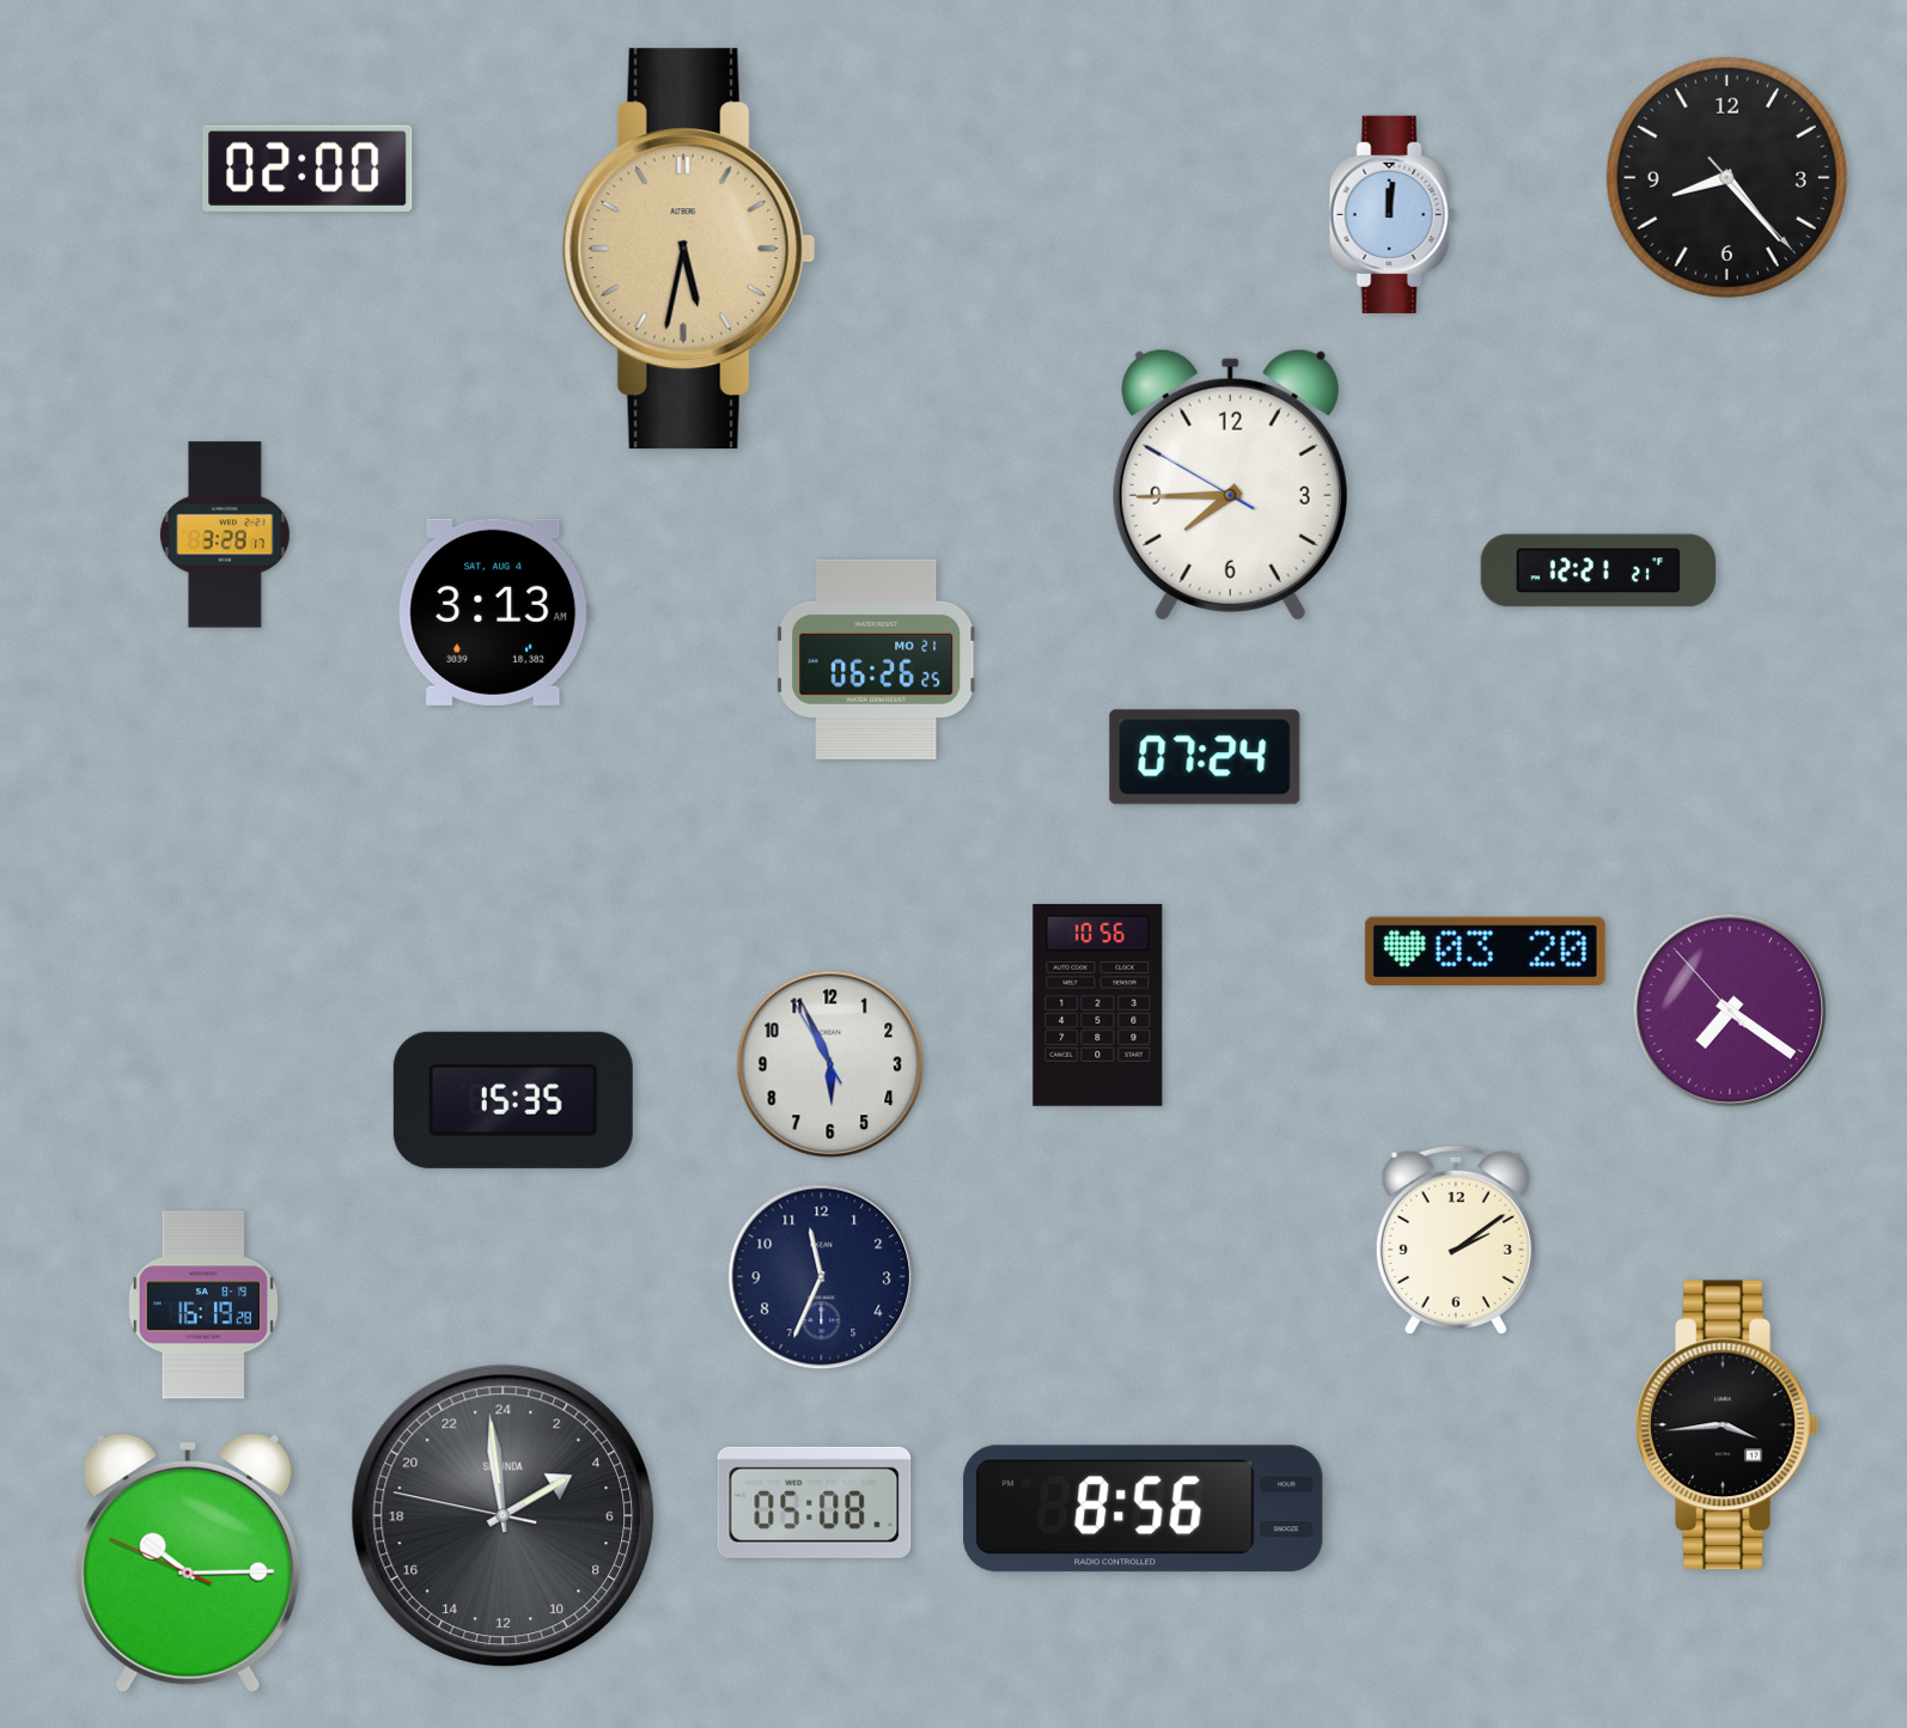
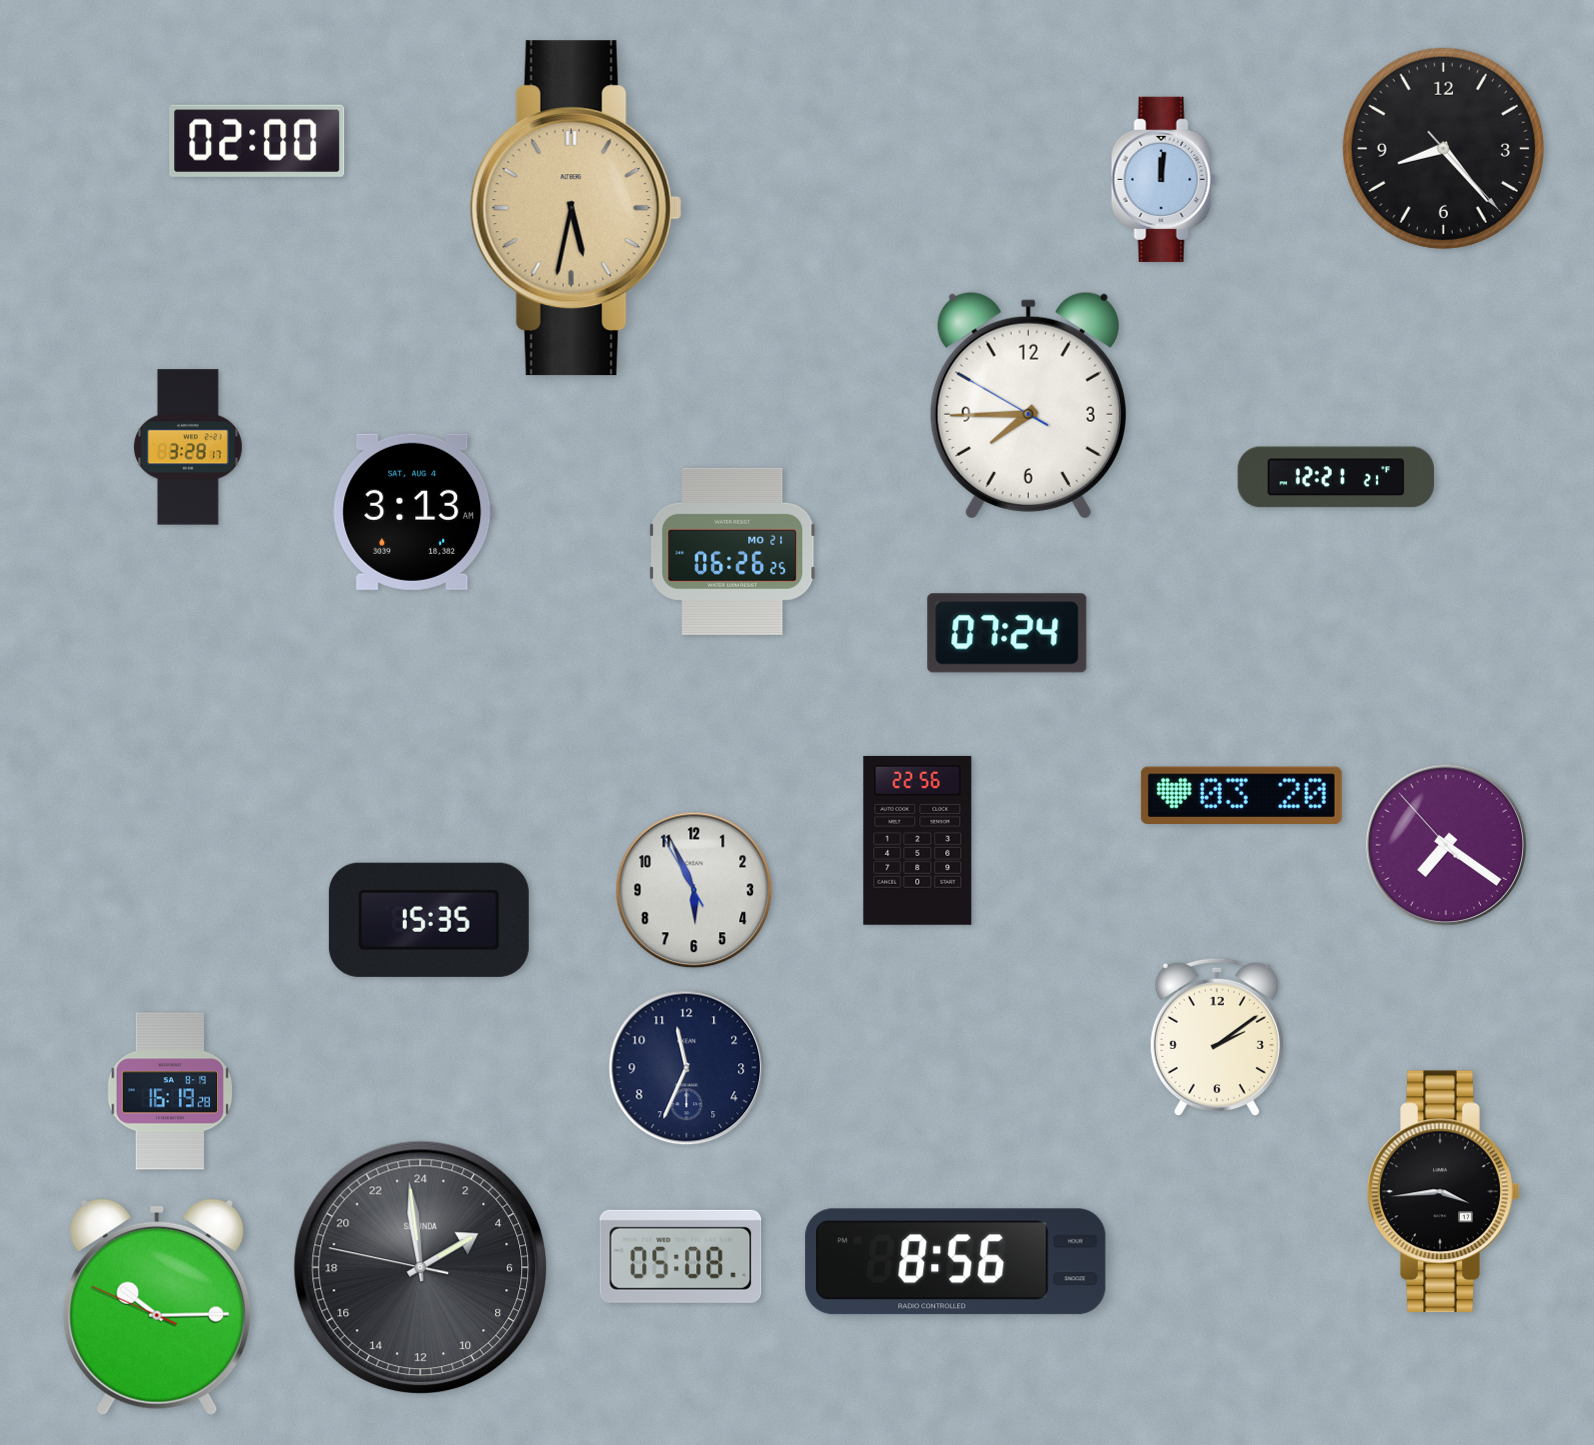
clock at (1098, 1005): 10:56 -> 22:56
